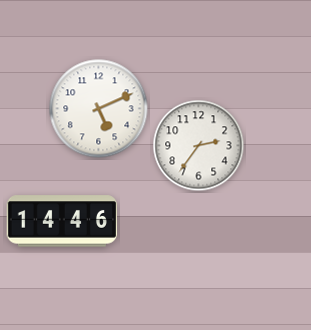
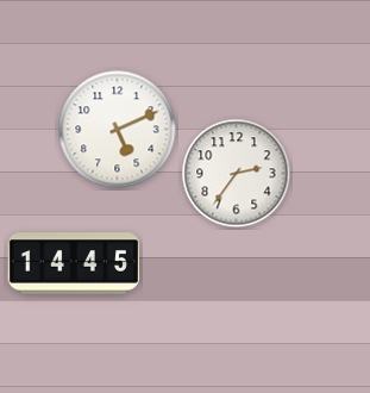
clock at (61, 221): 14:46 -> 14:45
